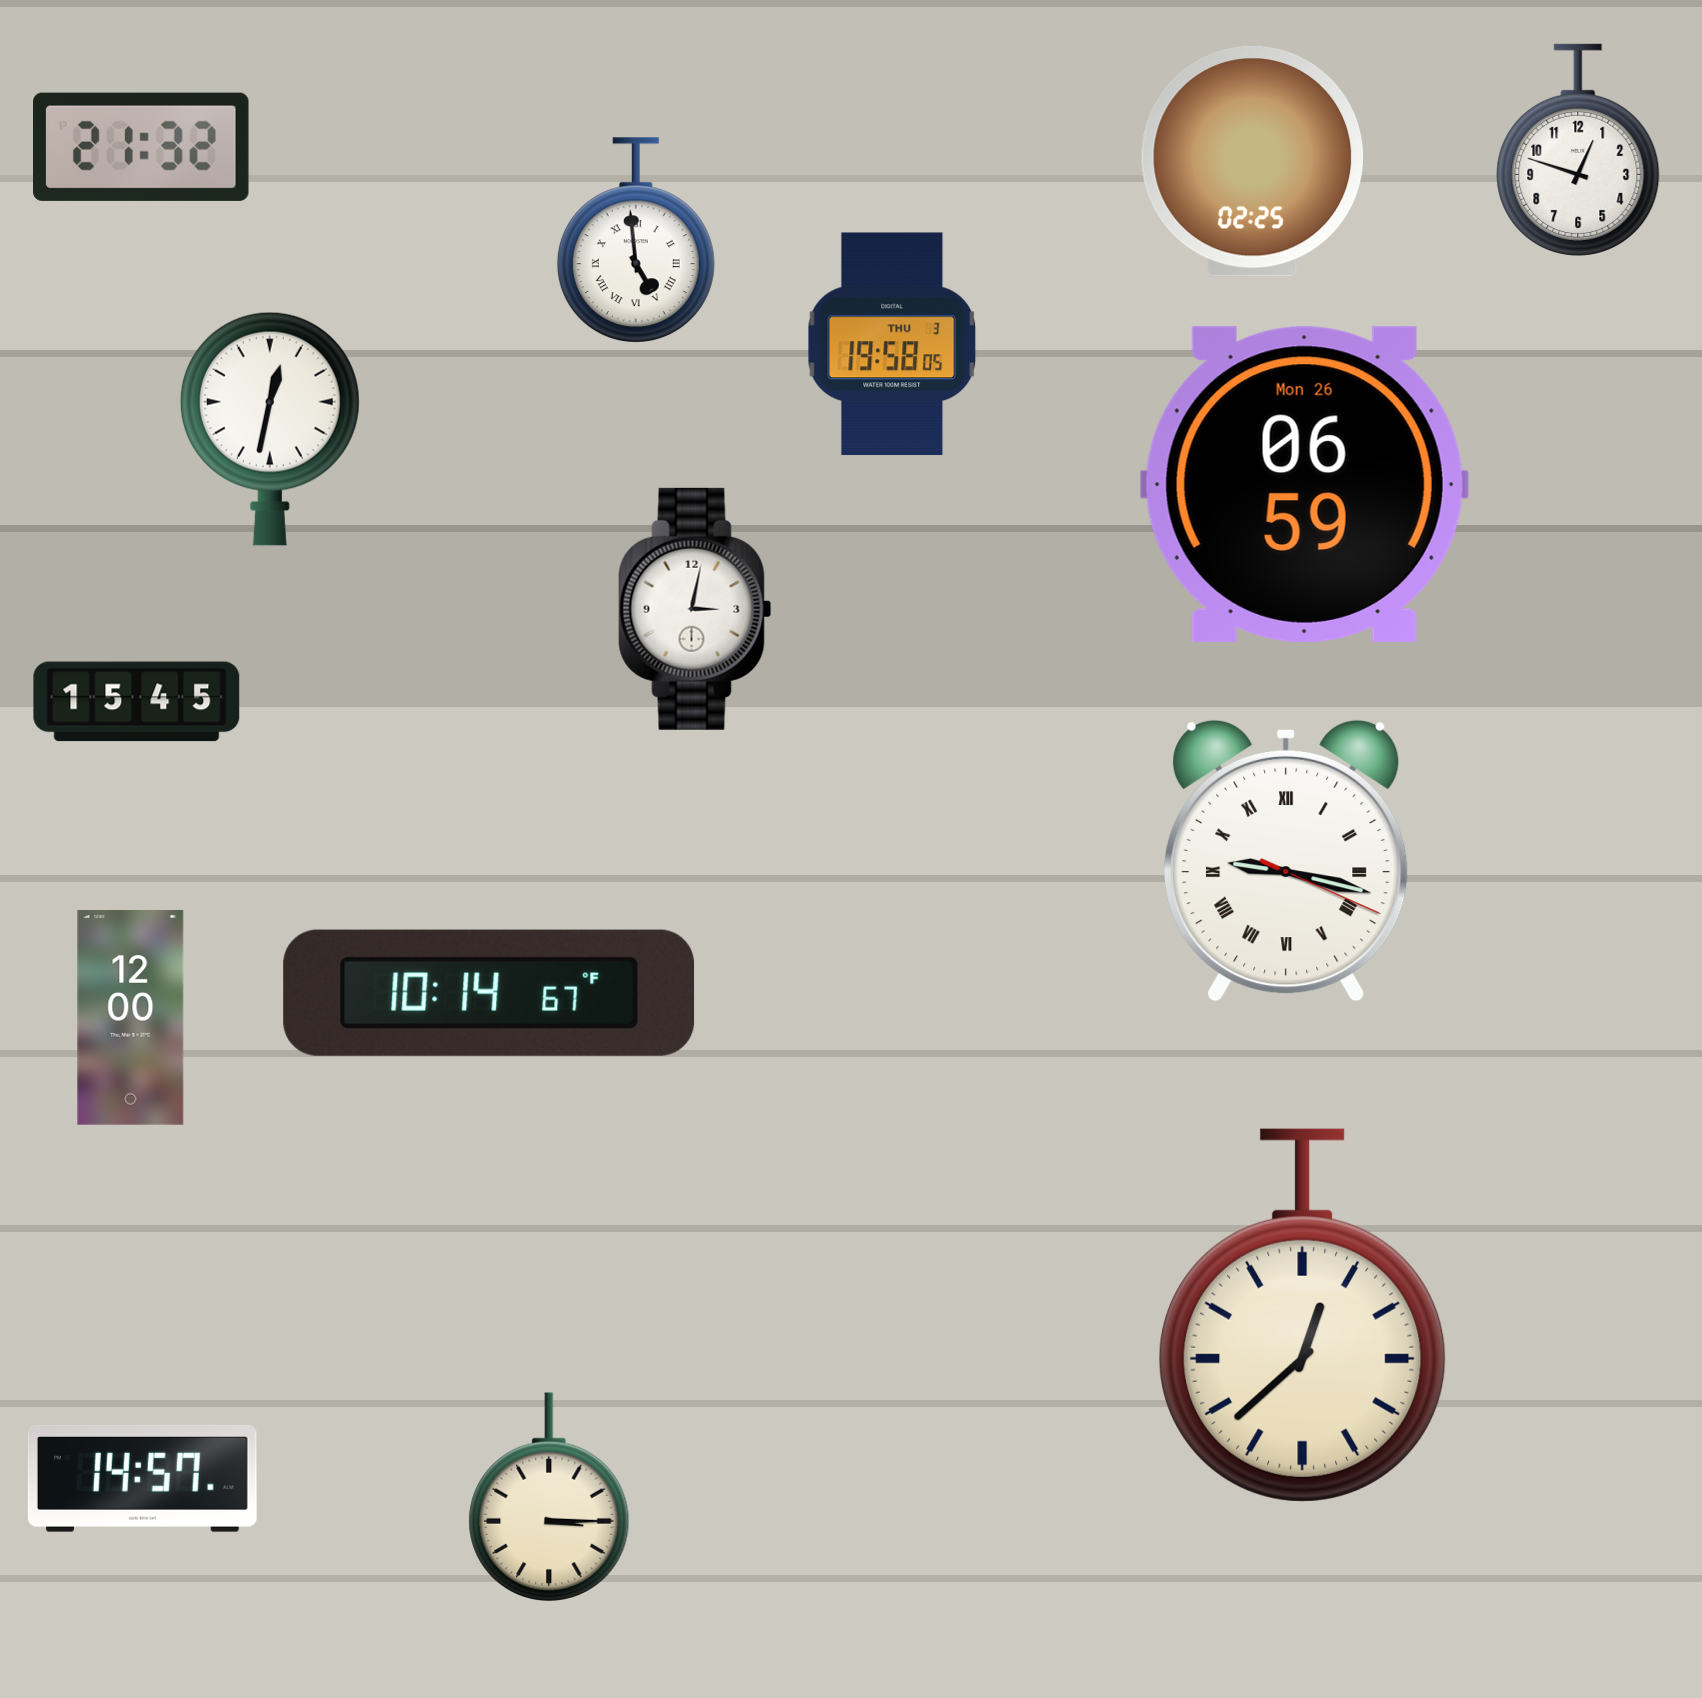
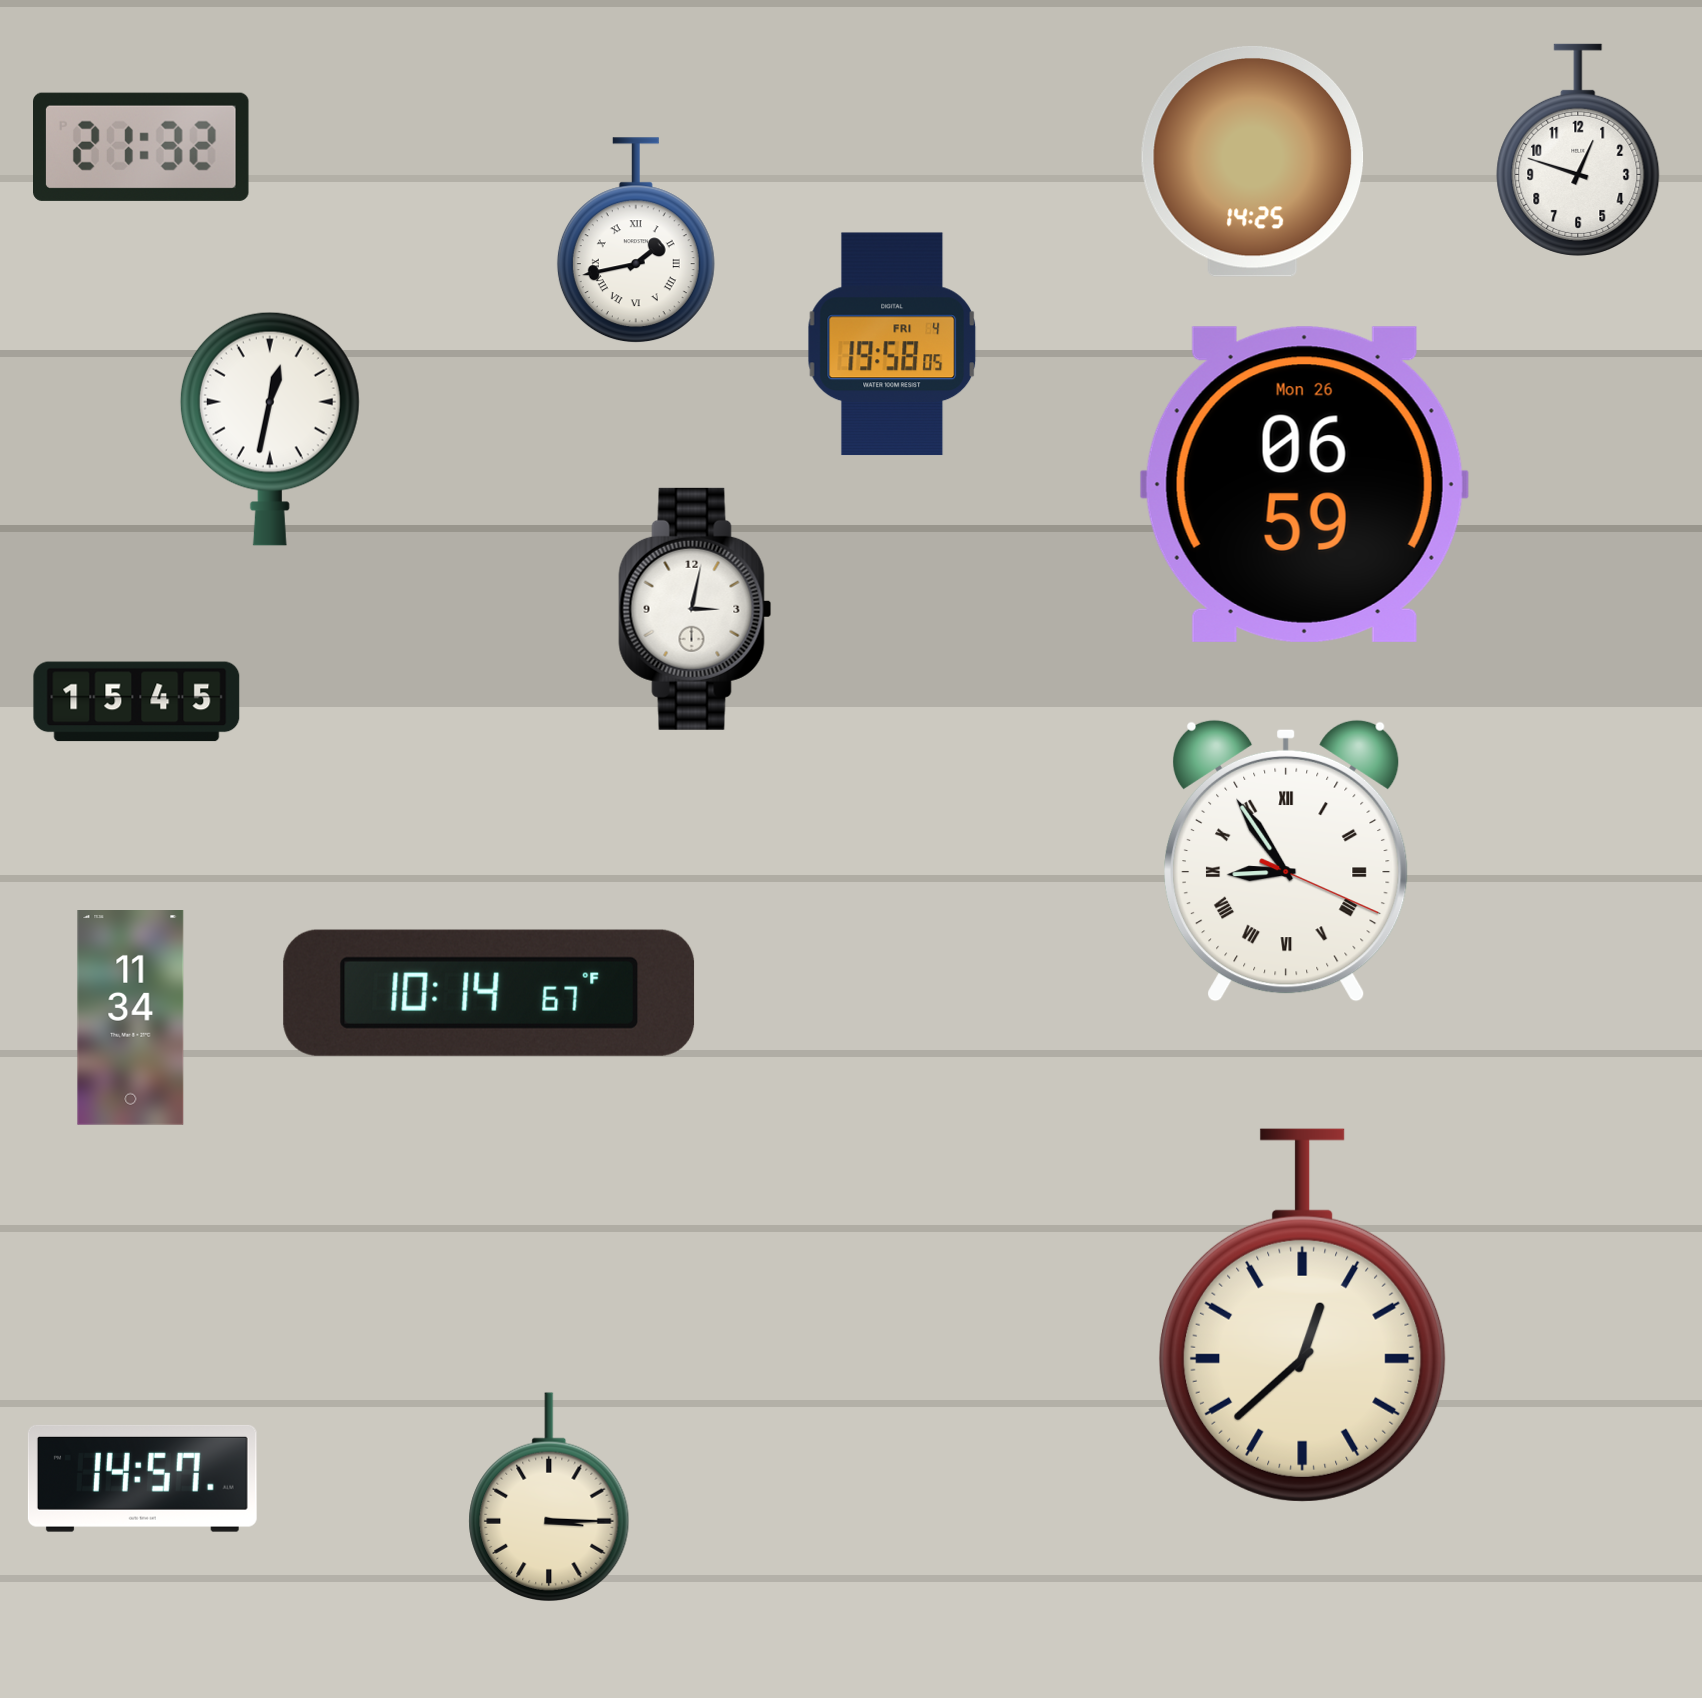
clock at (1253, 161): 02:25 -> 14:25
clock at (636, 241): 4:59 -> 1:43
clock at (892, 344) date: THU 3 -> FRI 4
clock at (1287, 861): 9:17 -> 8:54
clock at (131, 1018): 12:00 -> 11:34
